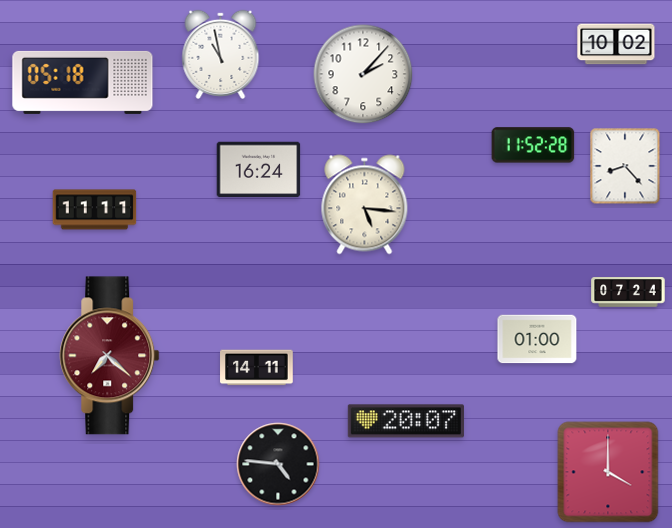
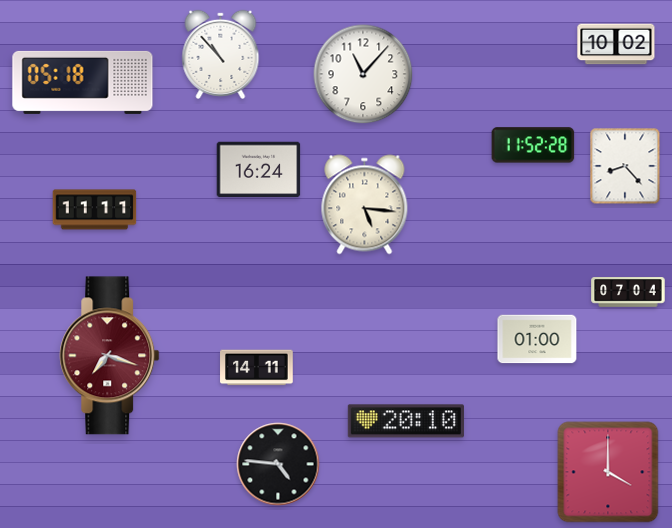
clock at (221, 54): 10:58 -> 10:53
clock at (363, 74): 2:07 -> 11:07
clock at (628, 292): 07:24 -> 07:04
clock at (110, 356): 7:22 -> 7:18
clock at (406, 421): 20:07 -> 20:10
